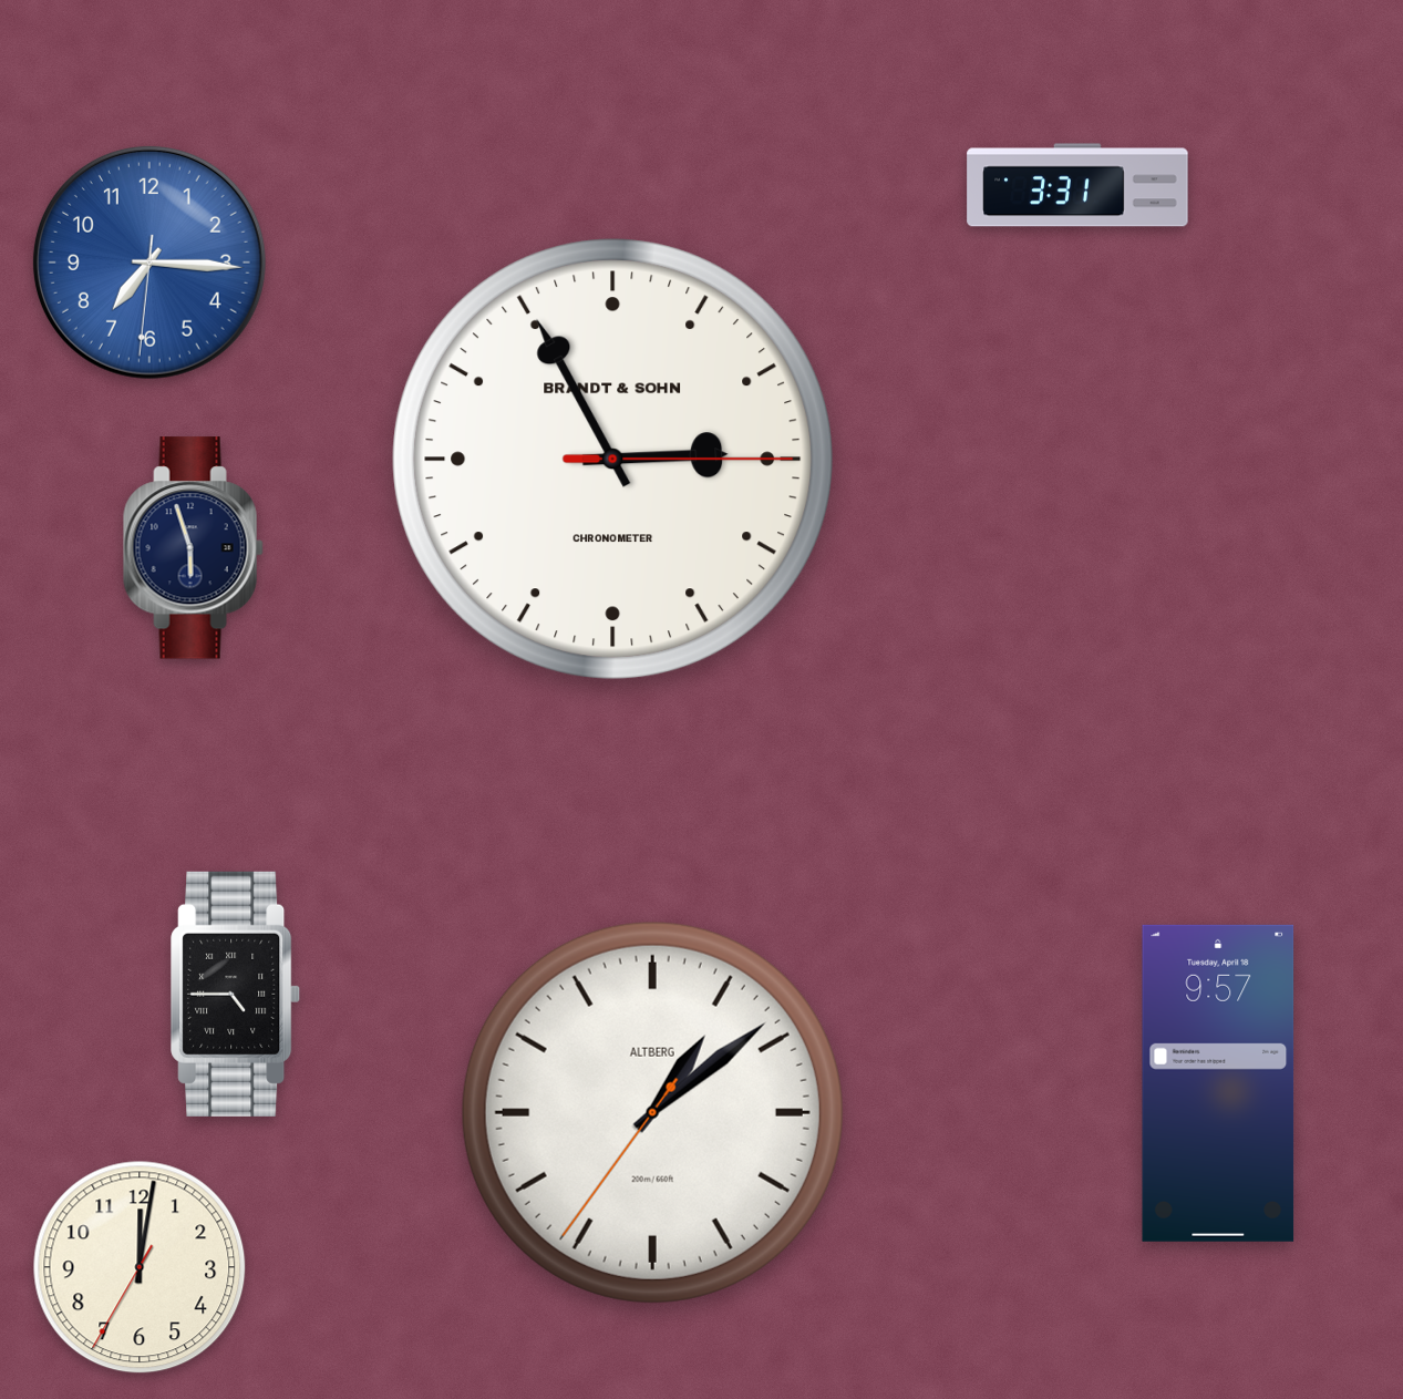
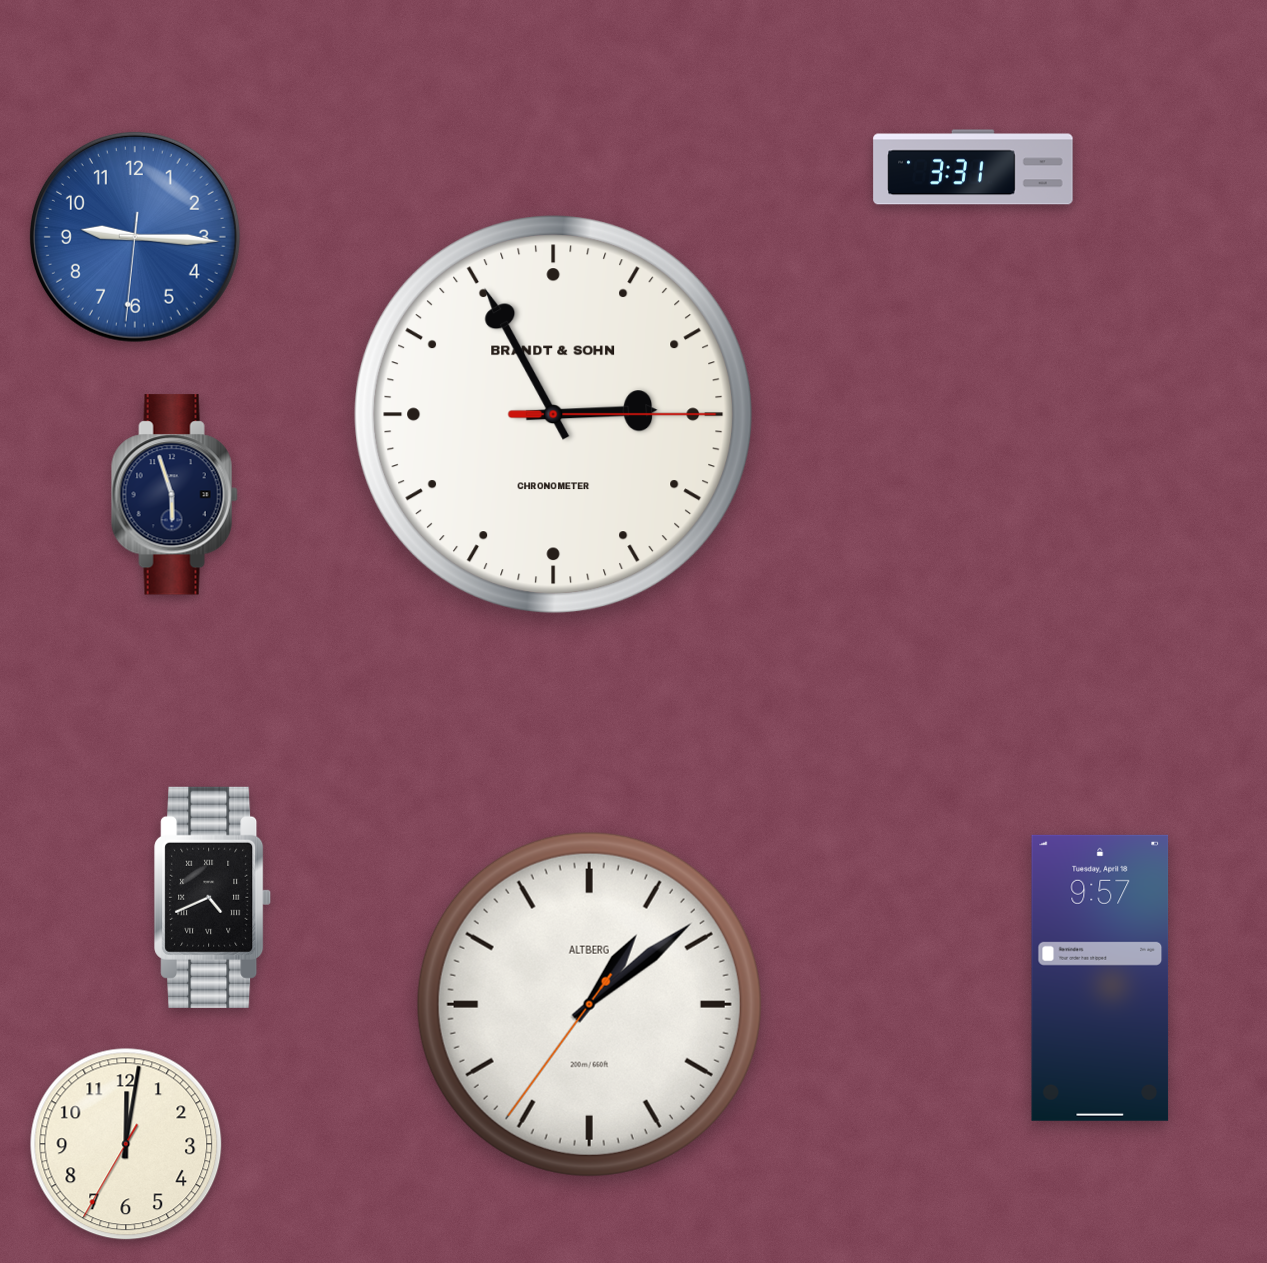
clock at (149, 263): 7:15 -> 9:15
clock at (236, 994): 4:45 -> 4:41
